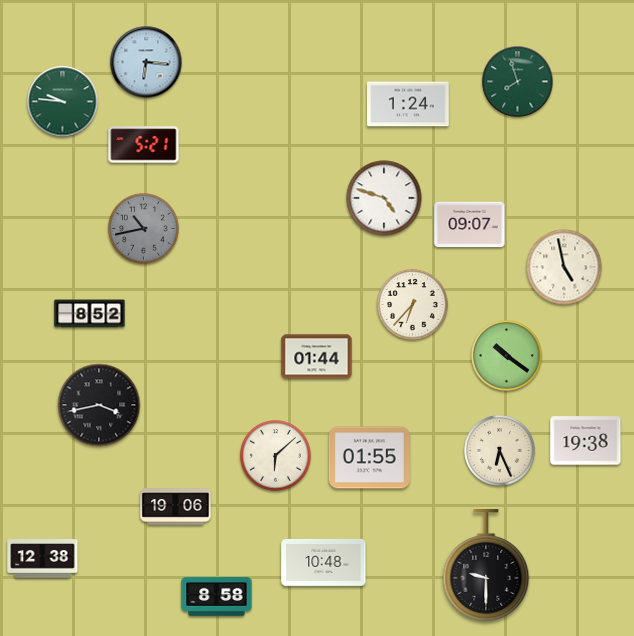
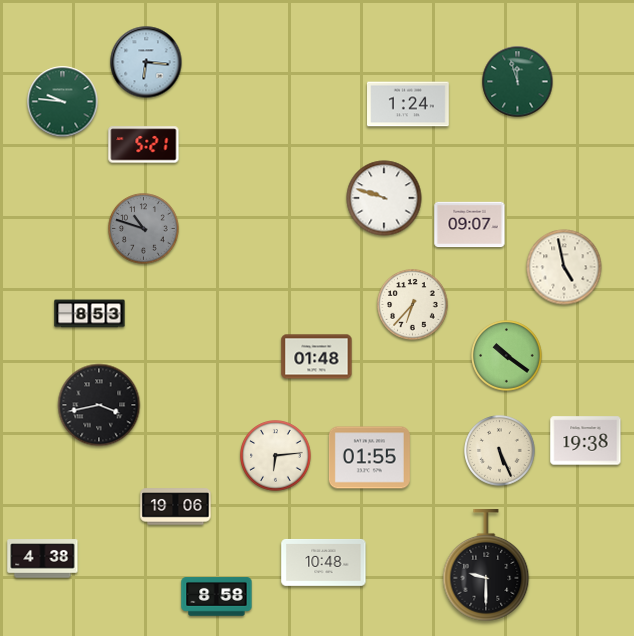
clock at (518, 82): 7:57 -> 11:57
clock at (384, 198): 4:48 -> 9:48
clock at (144, 229): 10:43 -> 10:48
clock at (90, 314): 8:52 -> 8:53
clock at (317, 357): 01:44 -> 01:48
clock at (500, 451): 6:26 -> 5:26
clock at (276, 456): 6:08 -> 6:14
clock at (43, 559): 12:38 -> 4:38
